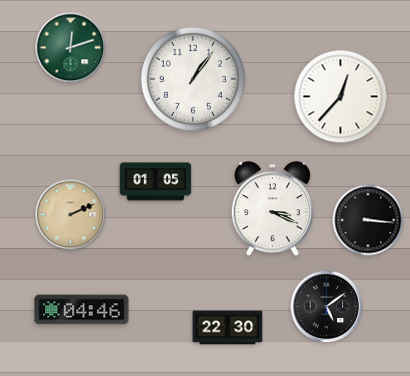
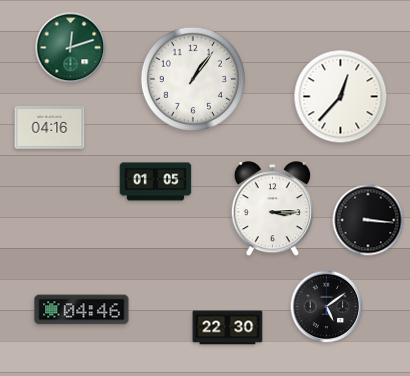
clock at (50, 128): none -> 04:16
clock at (272, 209): 3:19 -> 3:15
clock at (71, 215): 2:11 -> none
